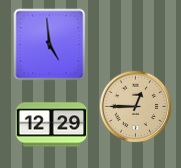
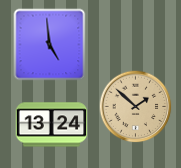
clock at (136, 107): 12:45 -> 1:52
clock at (52, 125): 12:29 -> 13:24
